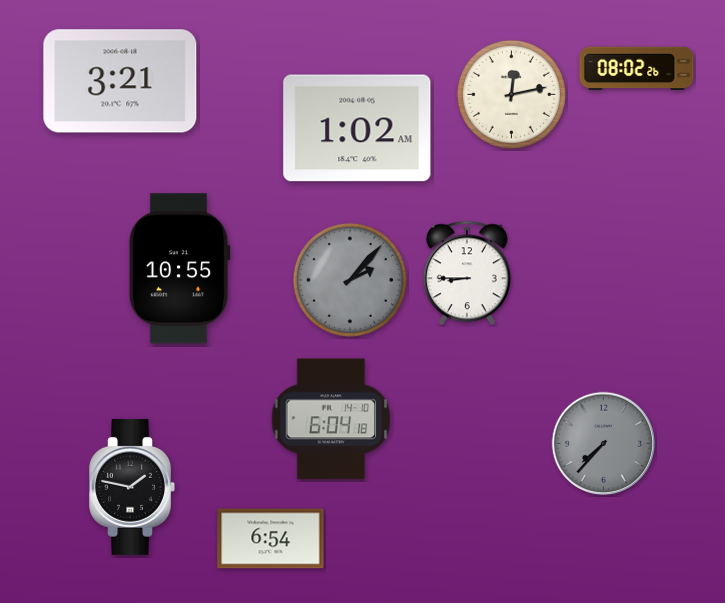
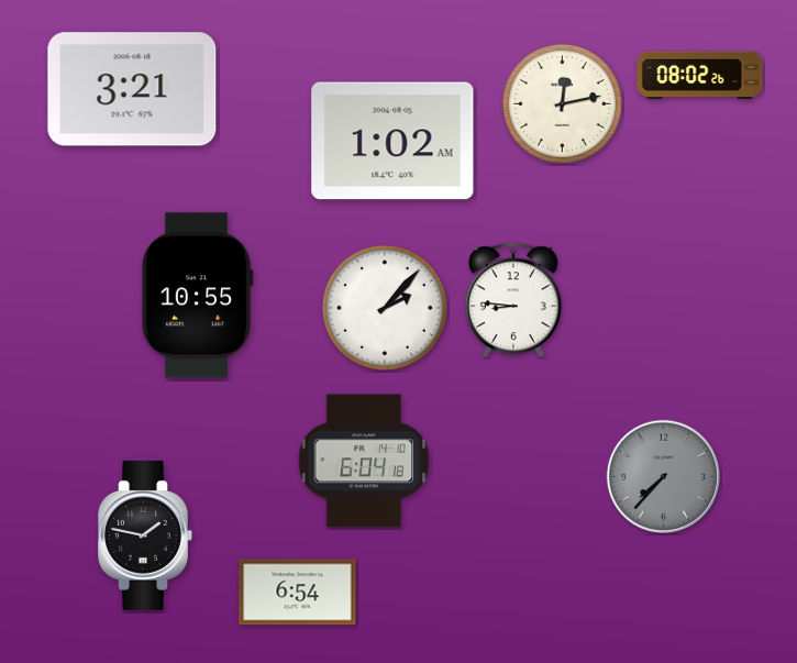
clock at (467, 273): 8:45 -> 8:46
clock at (350, 280) dial: grey -> white
clock at (604, 444) position: (604, 444) -> (664, 477)
